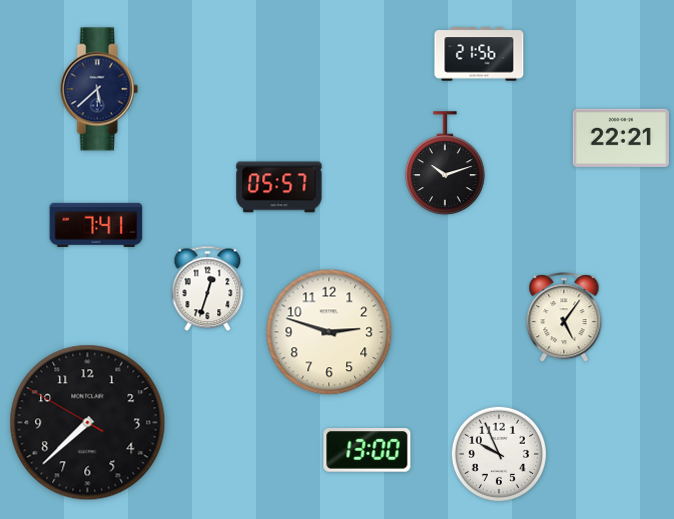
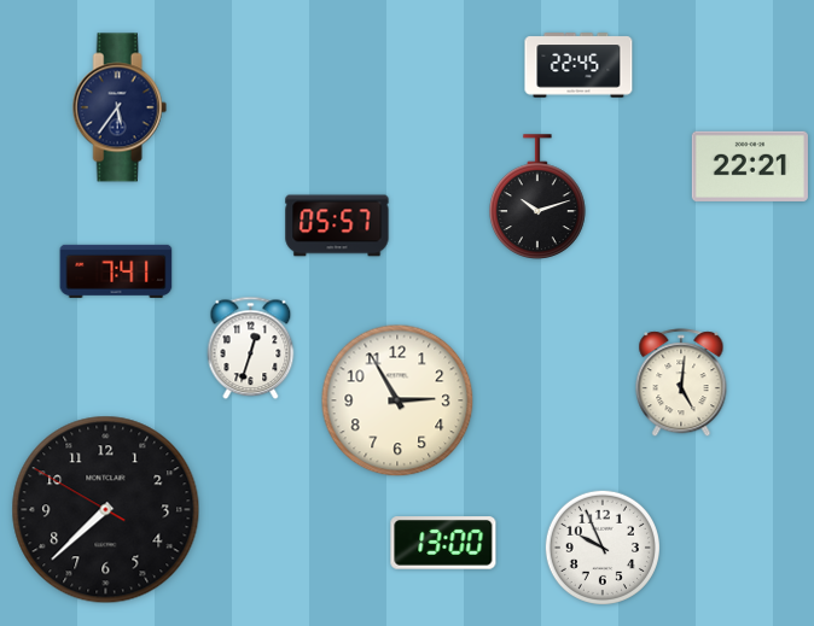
clock at (479, 54): 21:56 -> 22:45
clock at (99, 89): 5:38 -> 5:36
clock at (564, 318): 5:06 -> 5:01
clock at (329, 332): 2:48 -> 2:55
